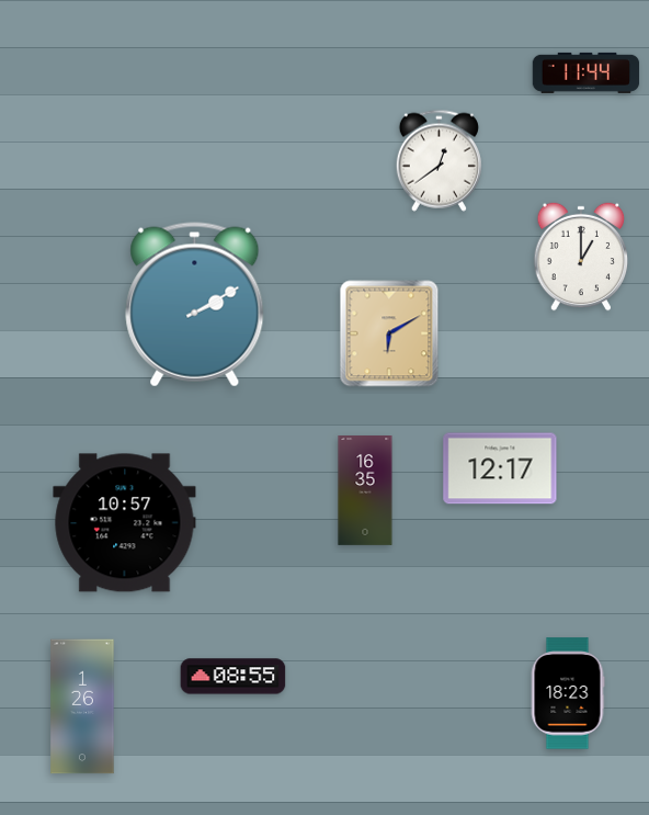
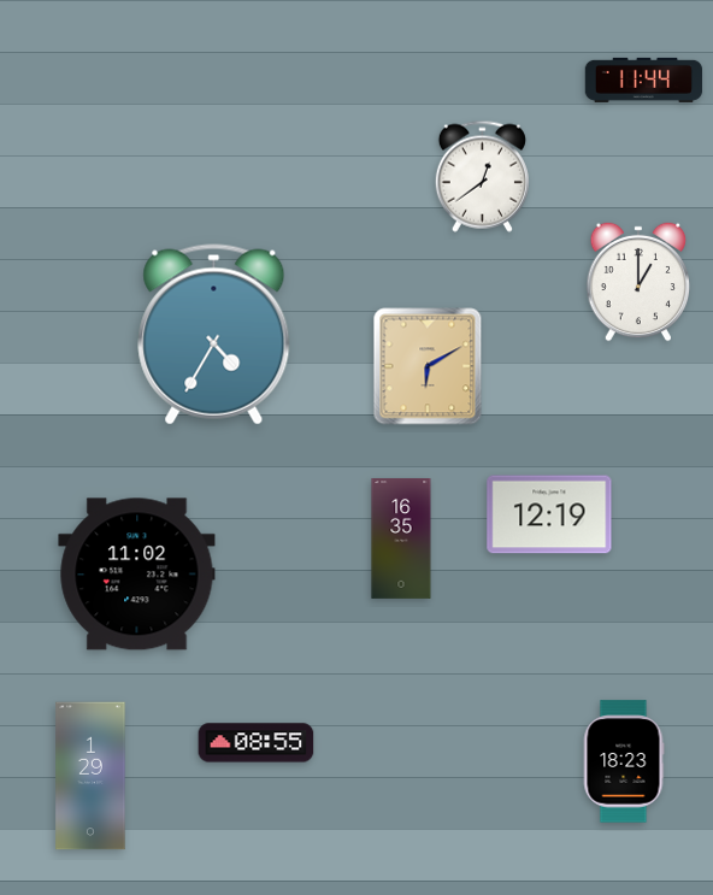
clock at (195, 305): 2:10 -> 4:35
clock at (500, 468): 12:17 -> 12:19
clock at (125, 523): 10:57 -> 11:02
clock at (82, 706): 1:26 -> 1:29
